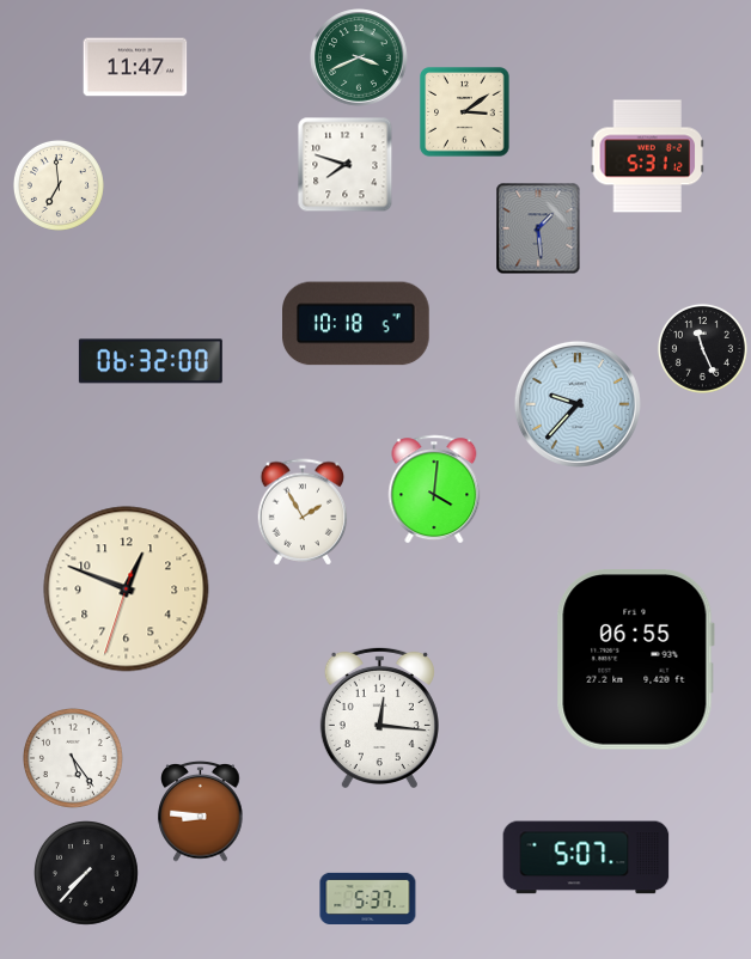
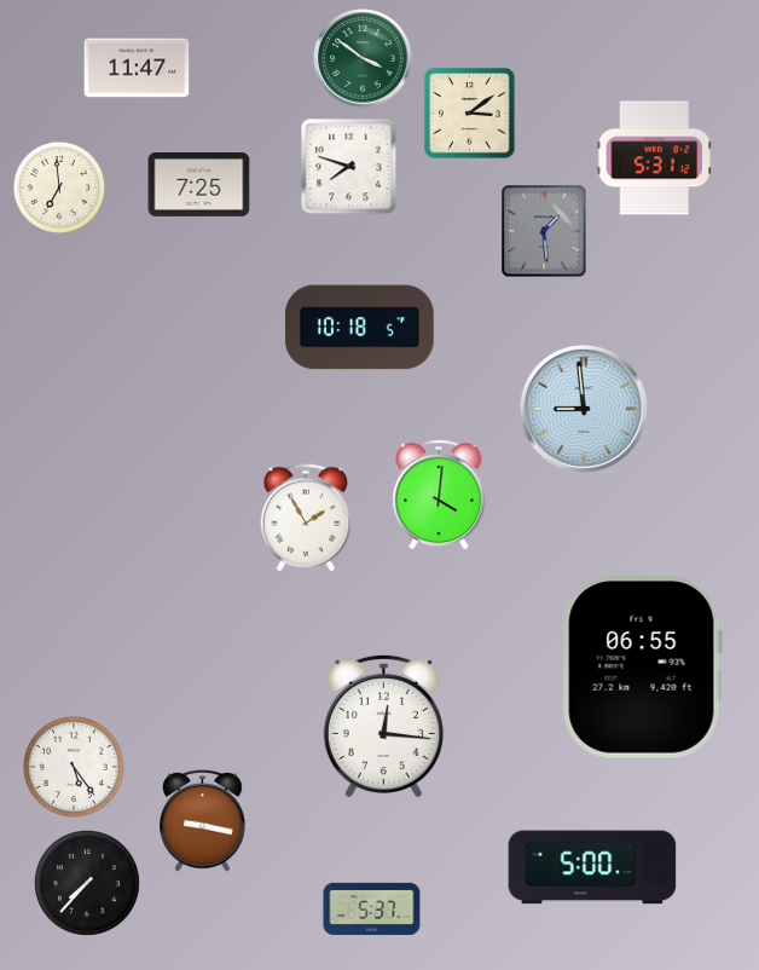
clock at (359, 57): 3:41 -> 3:51
clock at (199, 185): none -> 7:25
clock at (702, 348): 11:26 -> none
clock at (151, 361): 06:32 -> none
clock at (578, 404): 9:37 -> 8:59
clock at (127, 590): 12:48 -> none
clock at (201, 812): 8:46 -> 9:17
clock at (586, 857): 5:07 -> 5:00
